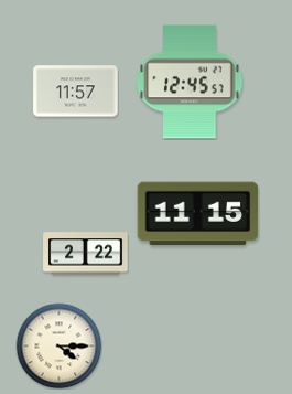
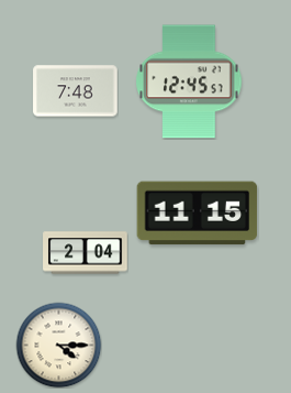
clock at (76, 92): 11:57 -> 7:48
clock at (86, 254): 2:22 -> 2:04
